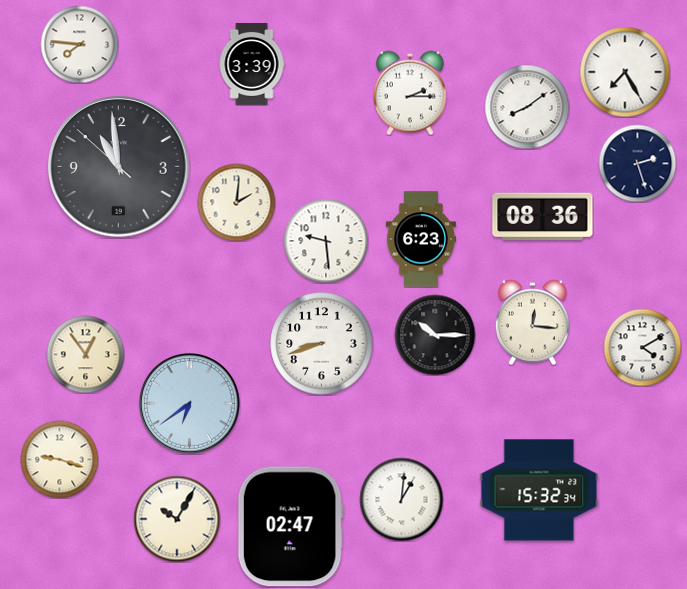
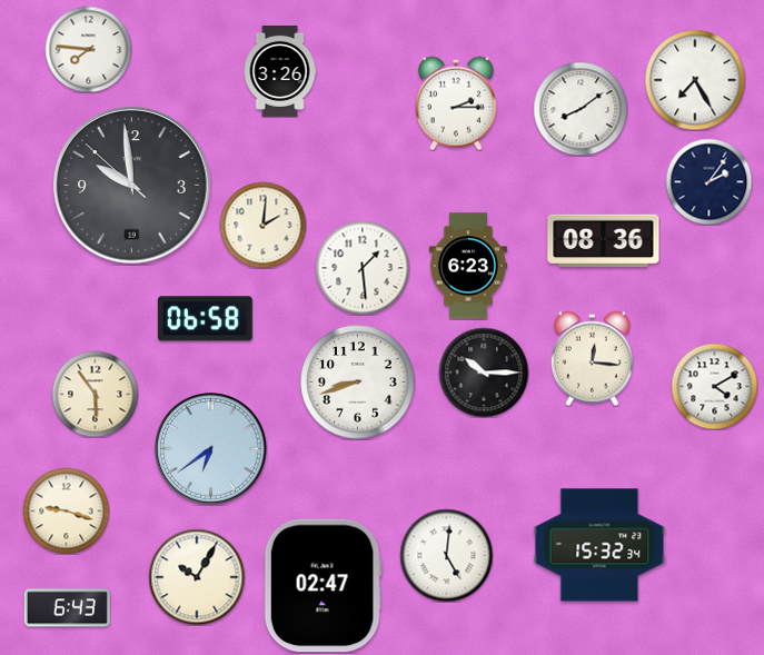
clock at (252, 64): 3:39 -> 3:26
clock at (527, 107) position: (527, 107) -> (581, 109)
clock at (637, 163): 2:27 -> 2:06
clock at (119, 167): 10:58 -> 9:58
clock at (326, 241): 9:29 -> 1:29
clock at (205, 319): none -> 06:58
clock at (85, 354): 12:54 -> 5:54
clock at (401, 499): 1:01 -> 5:01
clock at (67, 608): none -> 6:43
